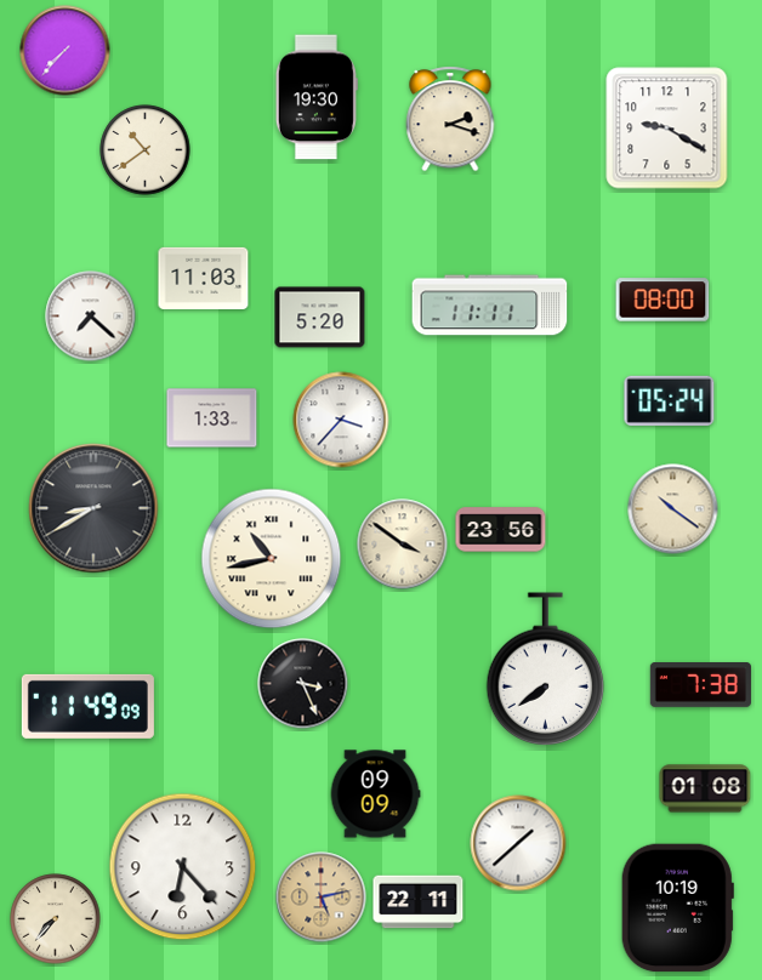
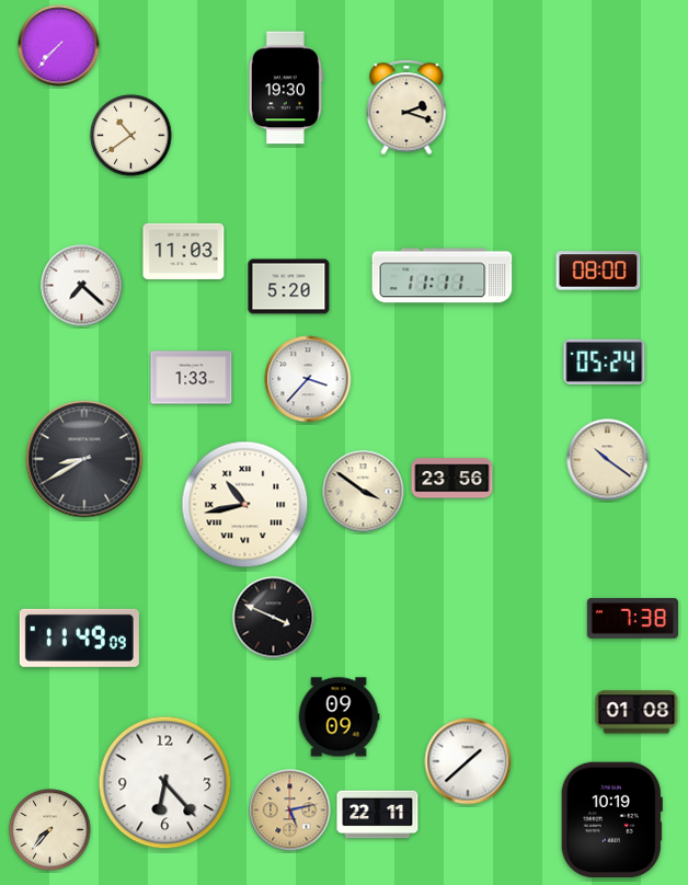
clock at (667, 129): 9:20 -> none
clock at (546, 668): 7:39 -> none
clock at (303, 684): 3:26 -> 3:49
